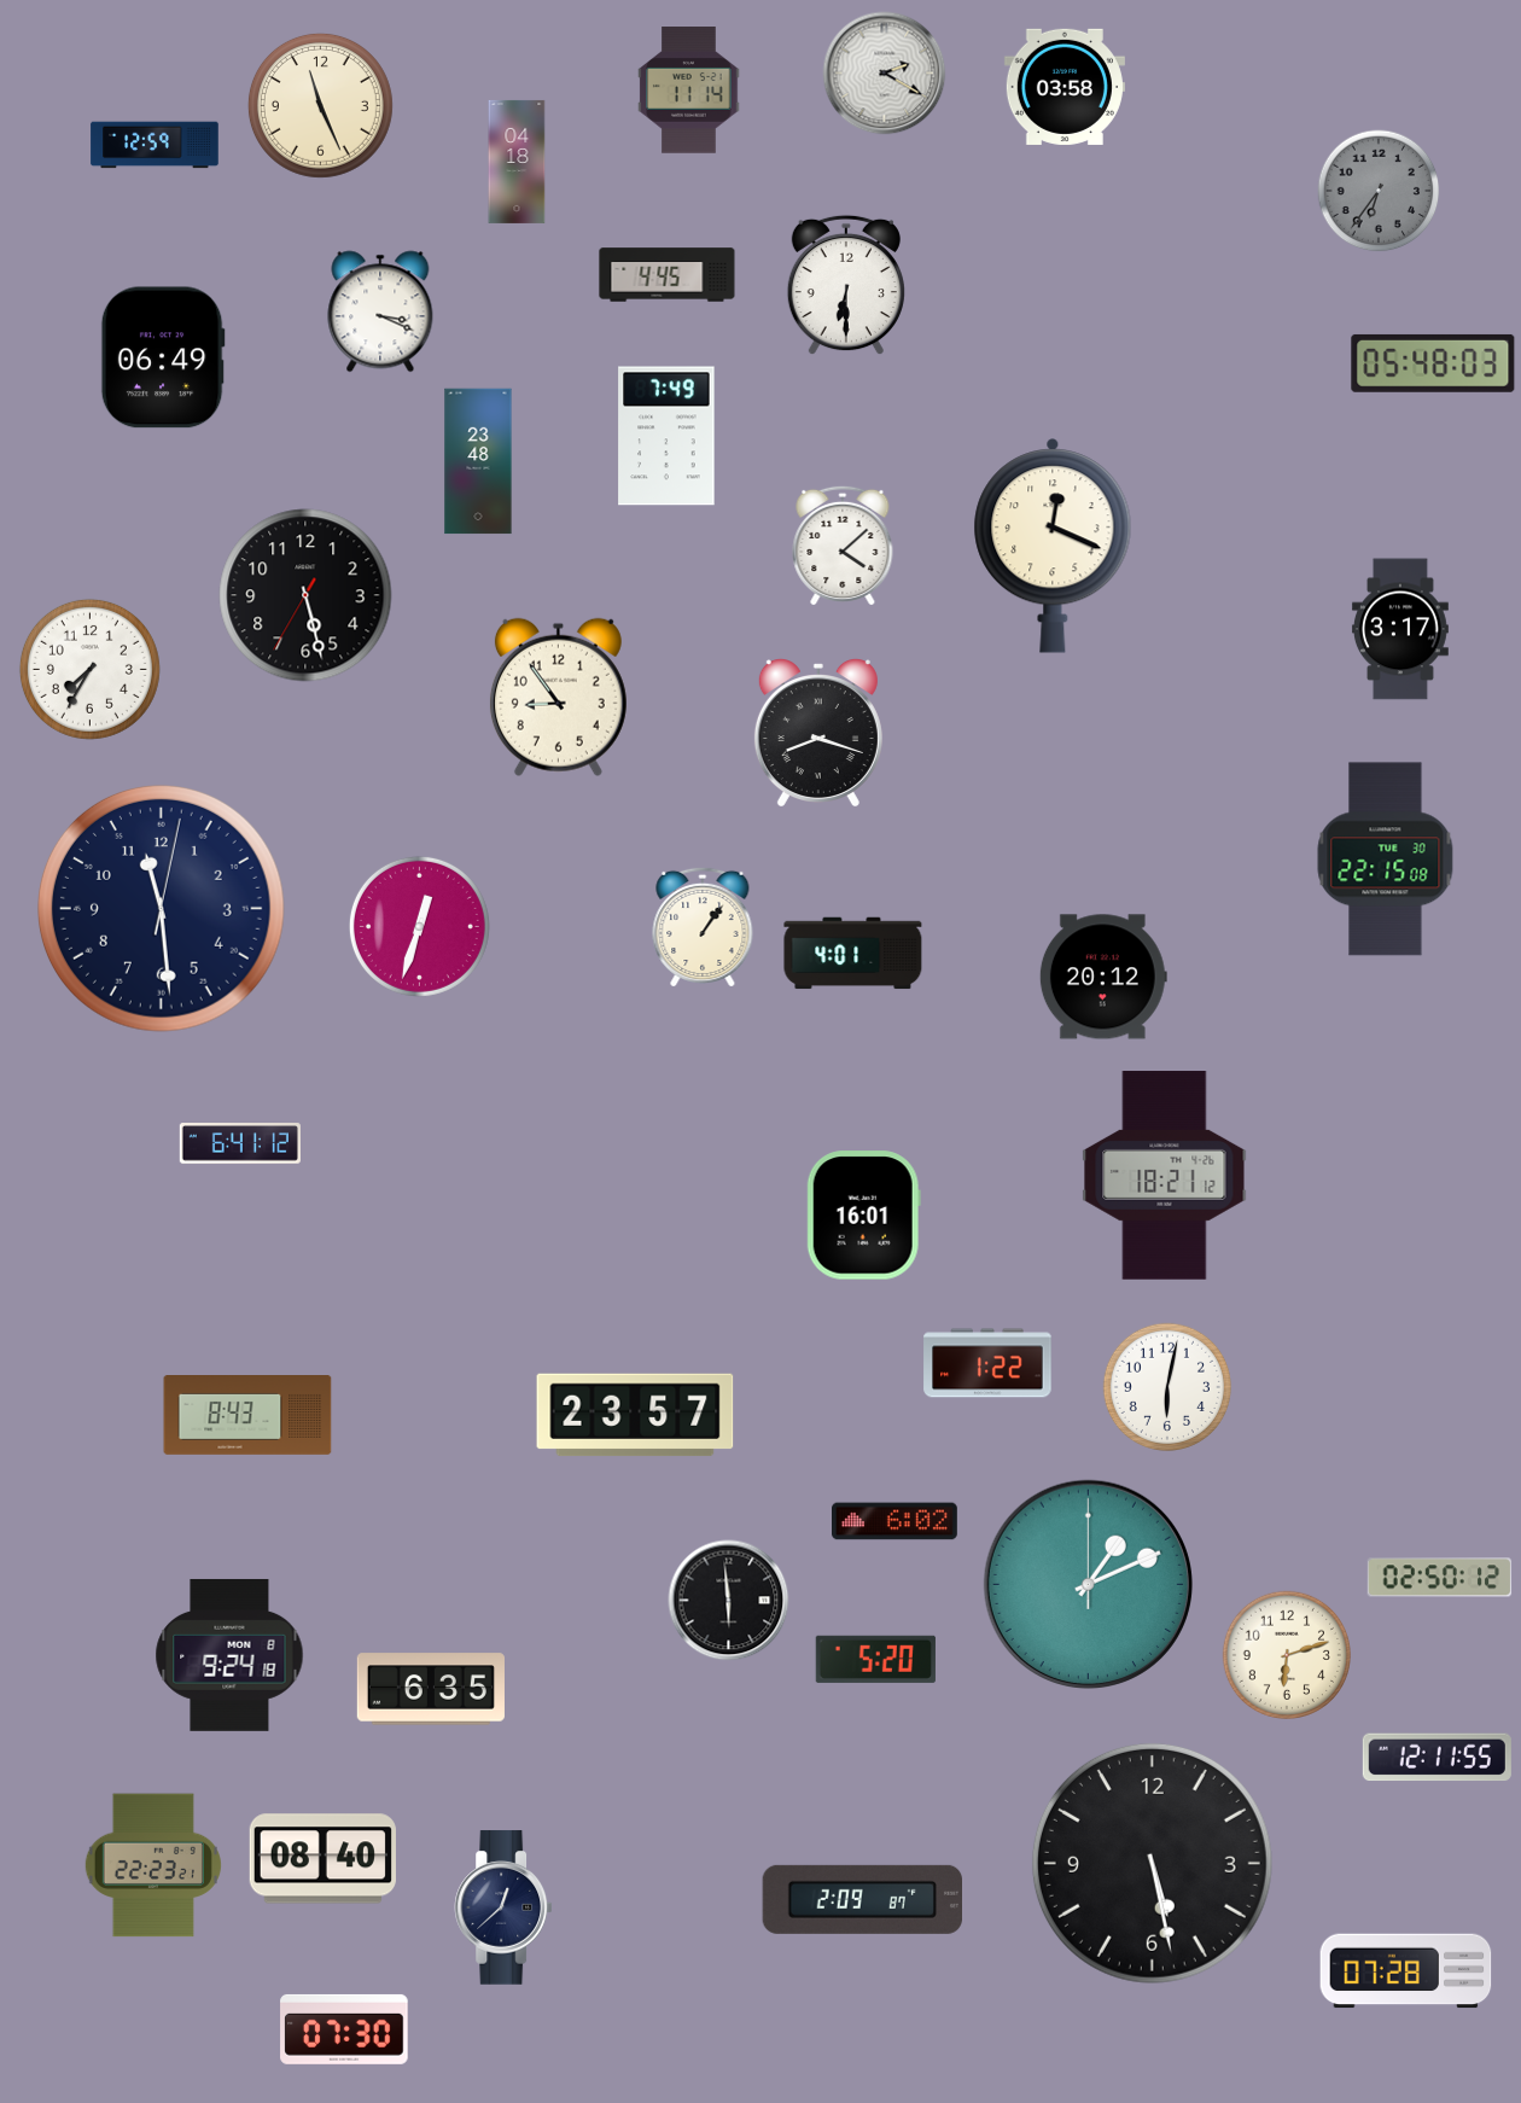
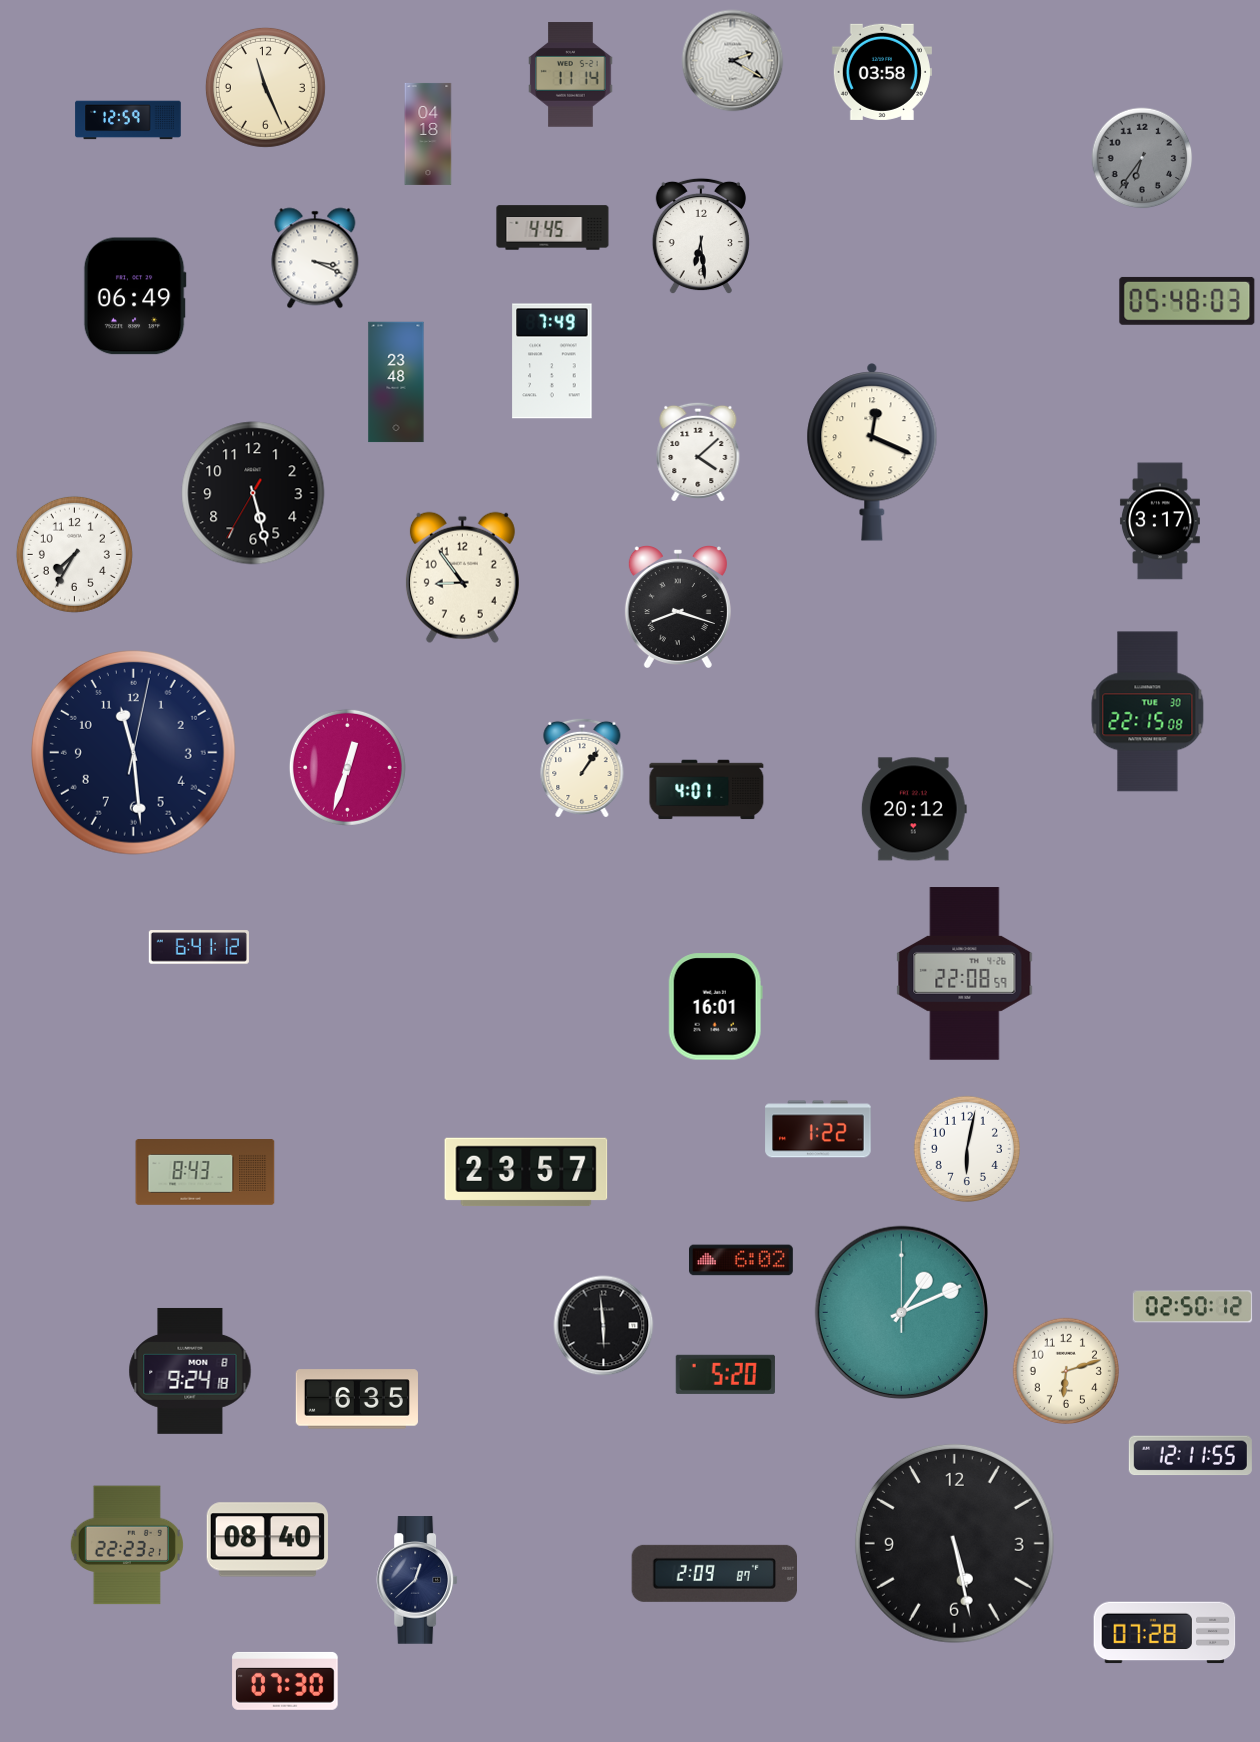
clock at (846, 285): 6:30 -> 6:29
clock at (1165, 1176): 18:21 -> 22:08
